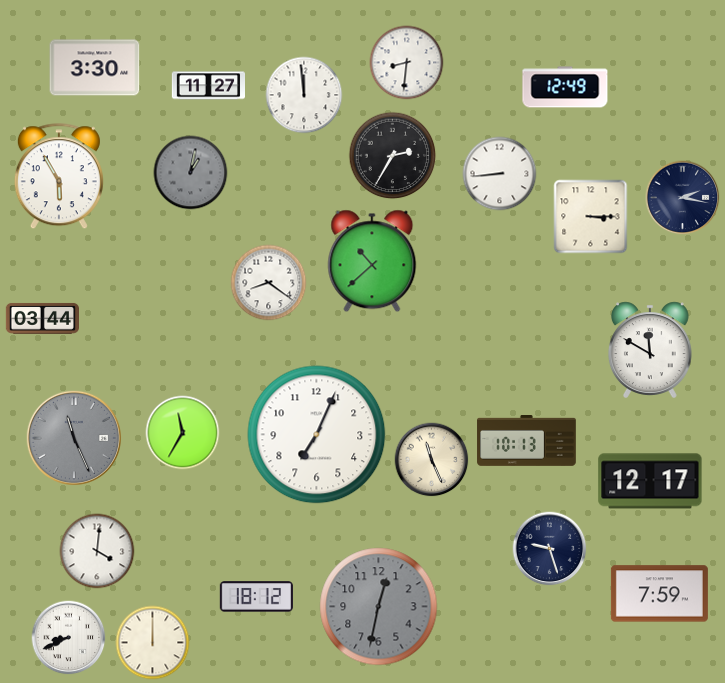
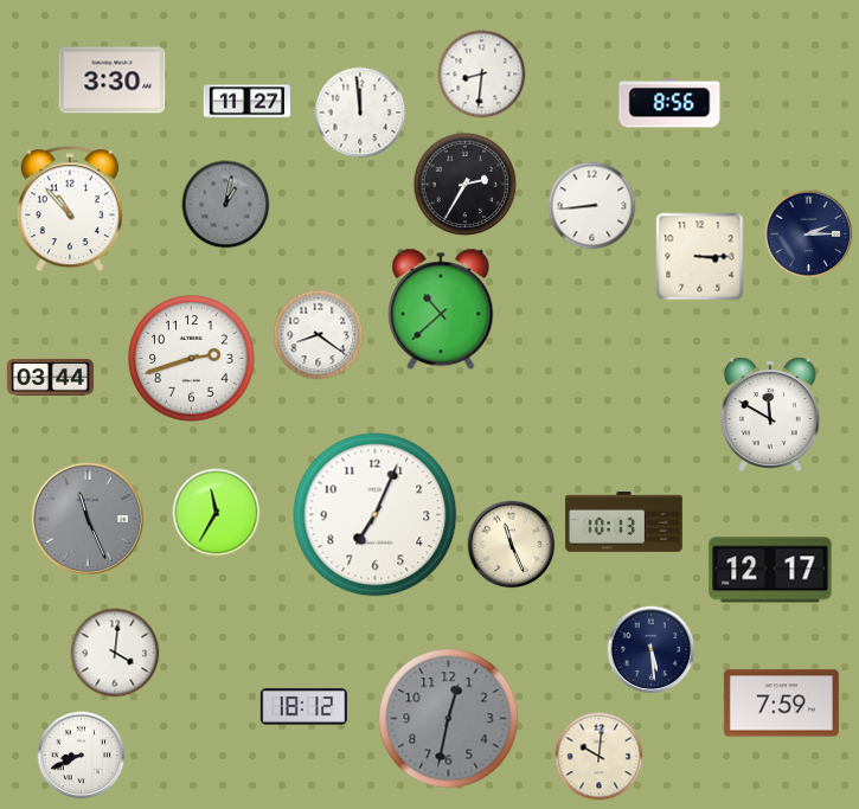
clock at (565, 87): 12:49 -> 8:56
clock at (59, 177): 5:55 -> 10:53
clock at (683, 198): 2:17 -> 2:15
clock at (192, 359): none -> 2:42
clock at (550, 549): 9:27 -> 5:29
clock at (600, 757): none -> 10:01
clock at (153, 643): 12:00 -> none
